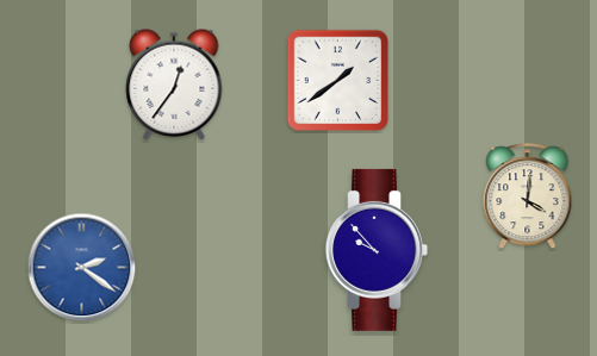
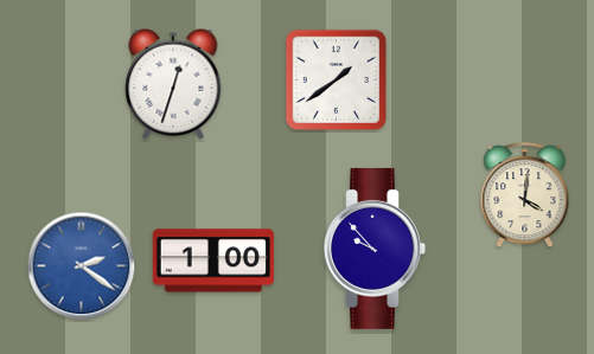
clock at (174, 85): 12:36 -> 12:33
clock at (213, 260): none -> 1:00
